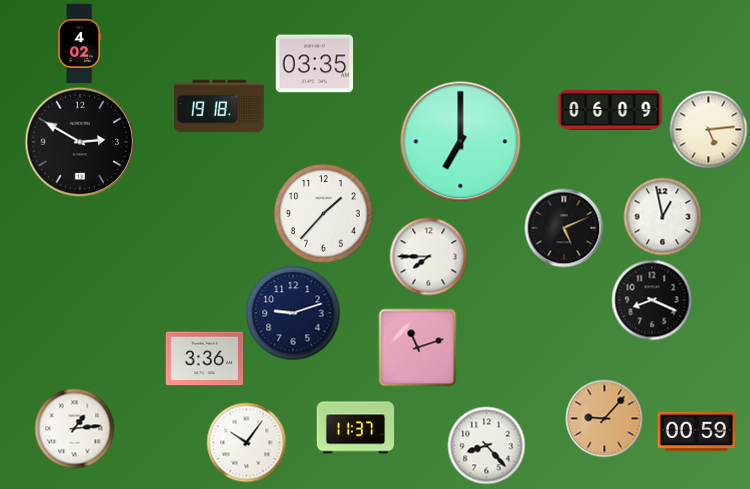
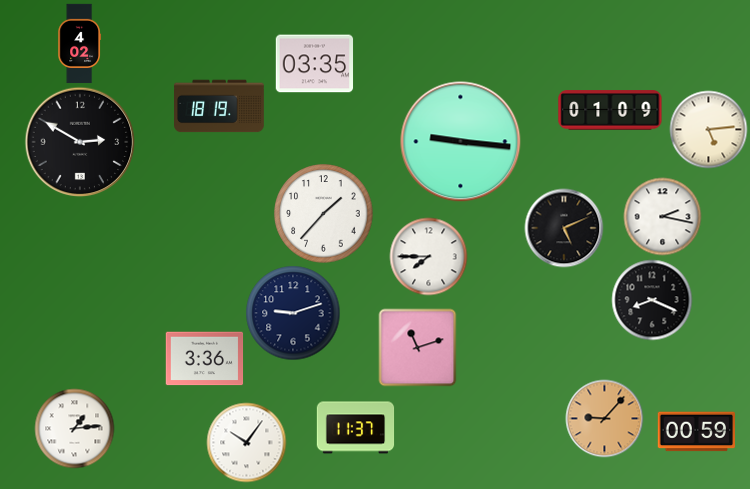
clock at (220, 106): 19:18 -> 18:19
clock at (610, 110): 06:09 -> 01:09
clock at (461, 142): 7:00 -> 9:16
clock at (662, 216): 12:58 -> 2:17
clock at (486, 445): 8:23 -> none
